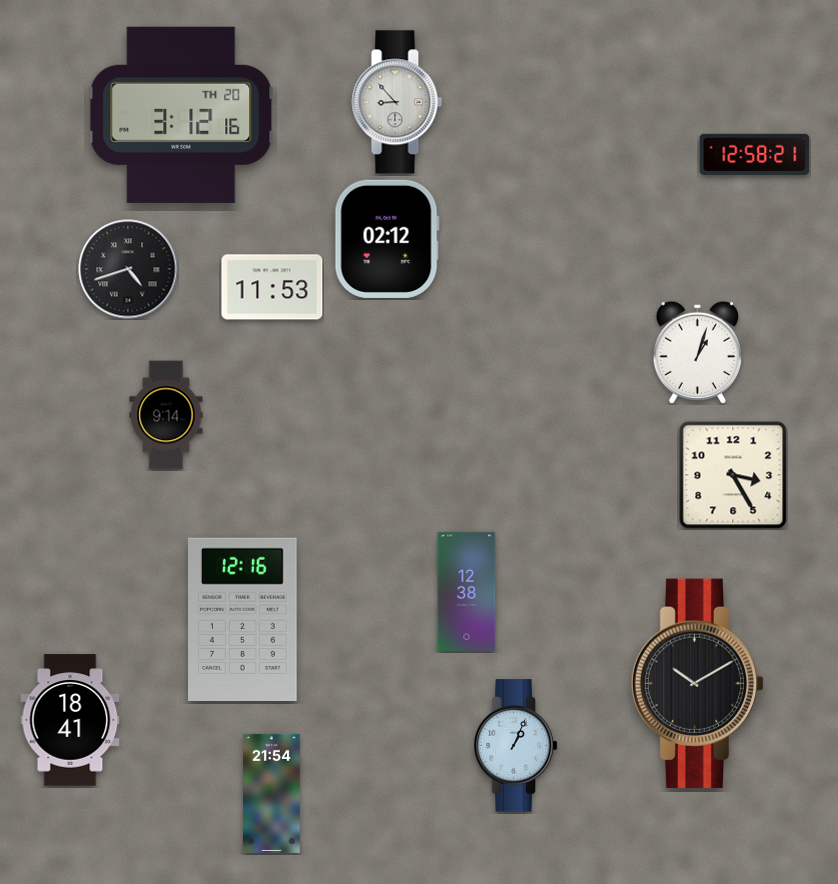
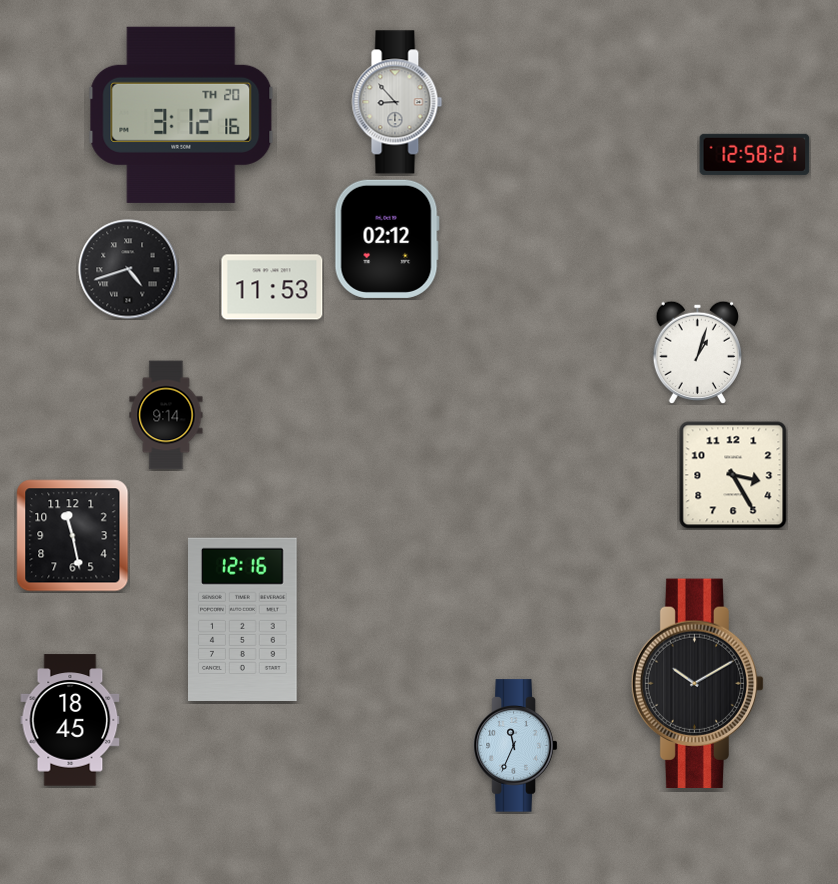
clock at (73, 536): none -> 11:28
clock at (467, 591): 12:38 -> none
clock at (70, 720): 18:41 -> 18:45
clock at (516, 746): 1:04 -> 11:34
clock at (272, 793): 21:54 -> none
